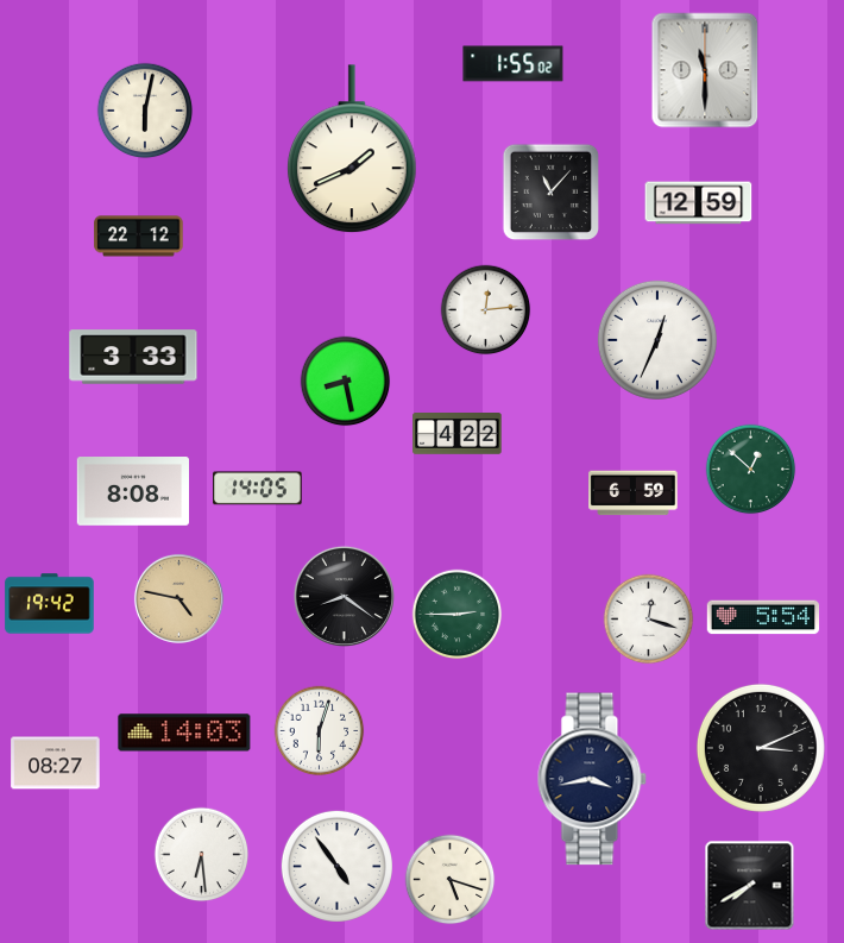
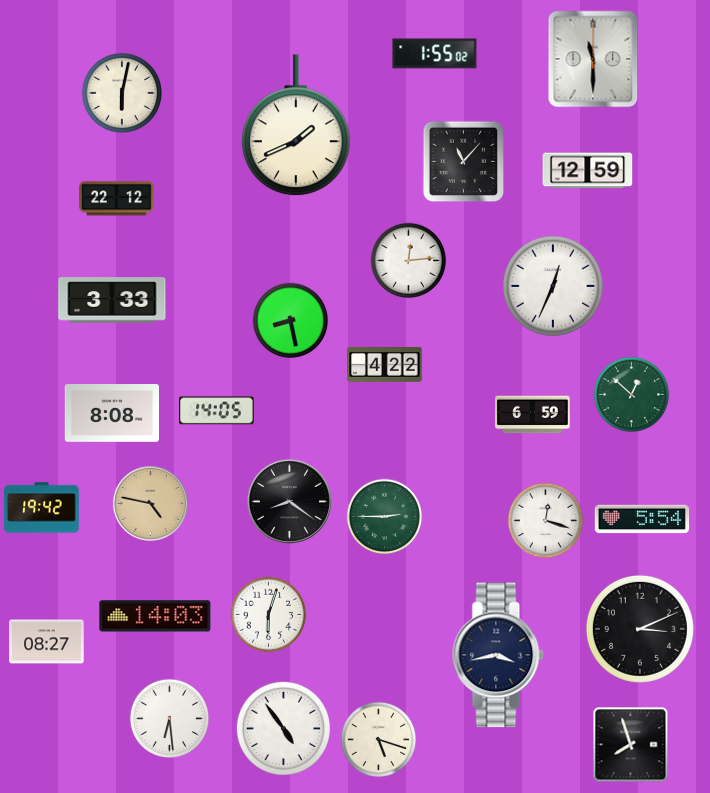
clock at (514, 64) position: (514, 64) -> (435, 54)
clock at (750, 886): 7:40 -> 7:57
